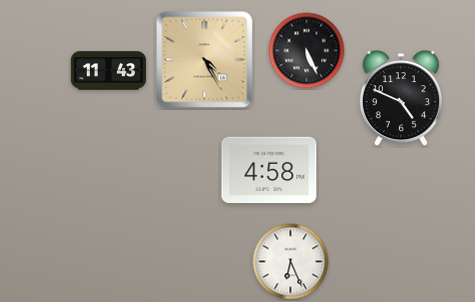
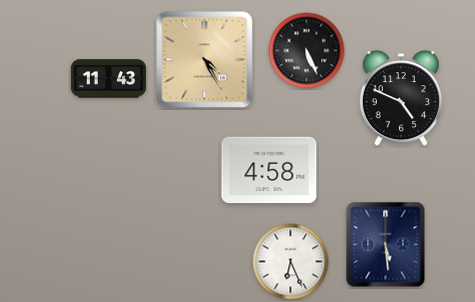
clock at (109, 71) position: (109, 71) -> (109, 79)
clock at (386, 245): none -> 5:29
